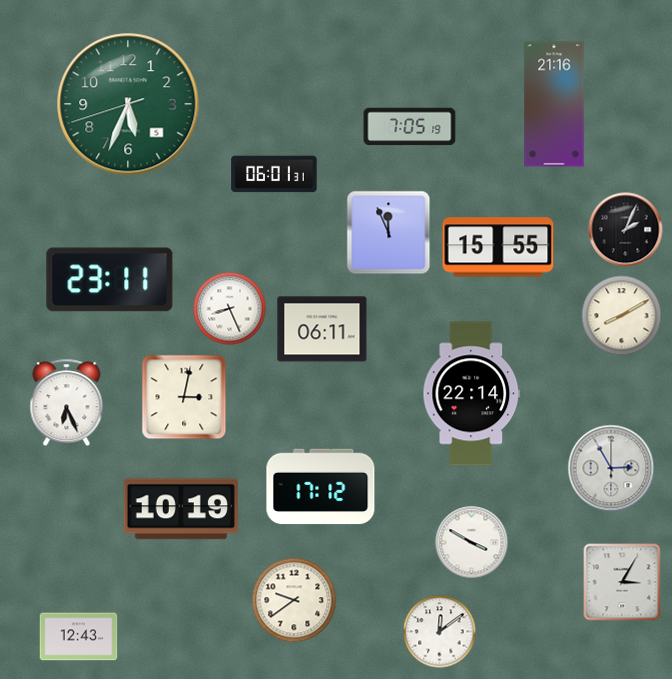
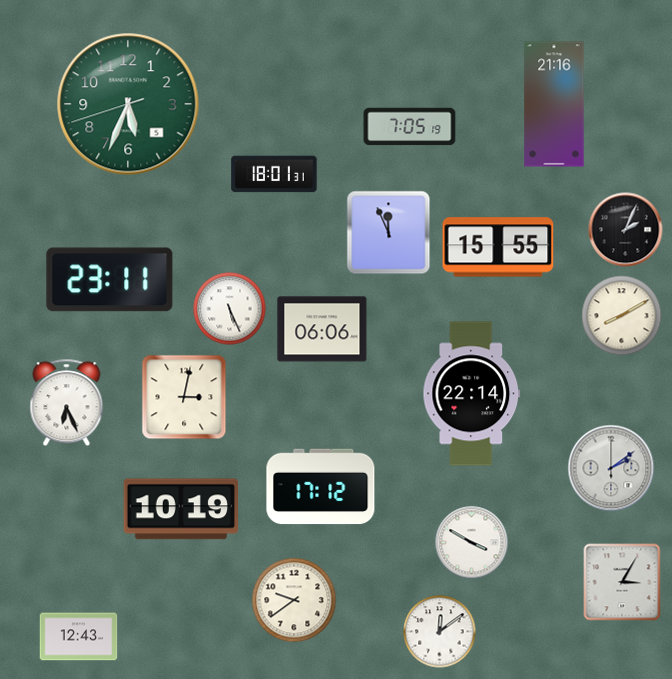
clock at (274, 174): 06:01 -> 18:01
clock at (230, 309): 8:26 -> 5:26
clock at (322, 329): 06:11 -> 06:06
clock at (611, 468): 2:55 -> 2:09
